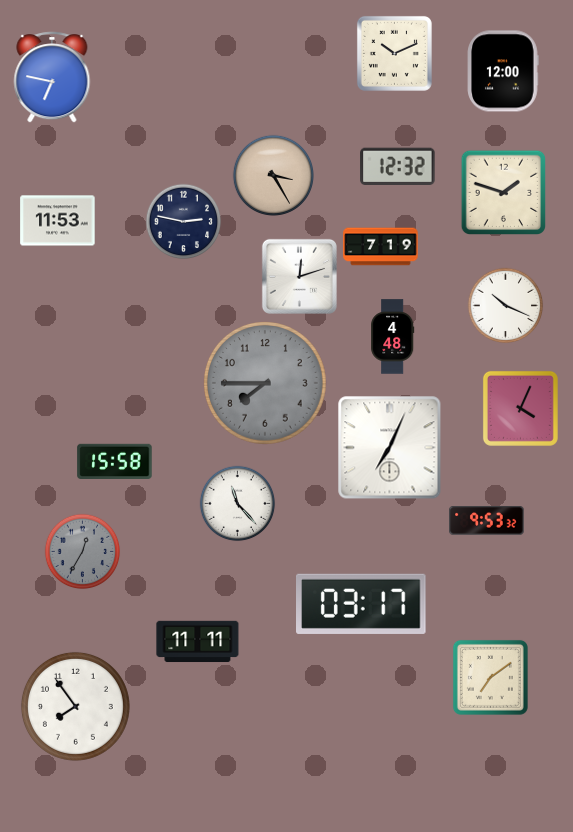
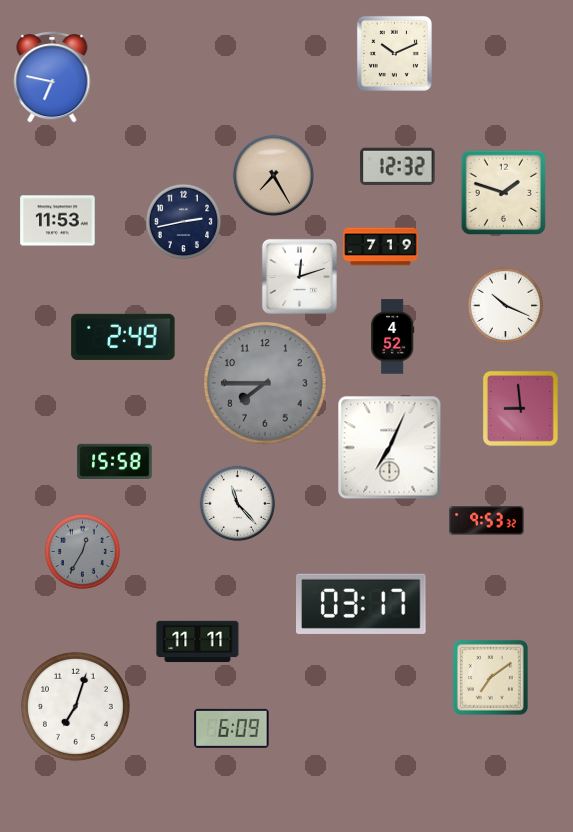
clock at (503, 71): 12:00 -> none
clock at (273, 175): 3:25 -> 7:25
clock at (184, 222): 2:47 -> 2:43
clock at (123, 337): none -> 2:49
clock at (393, 337): 4:48 -> 4:52
clock at (520, 408): 4:04 -> 8:59
clock at (75, 706): 7:54 -> 7:03
clock at (232, 728): none -> 6:09
